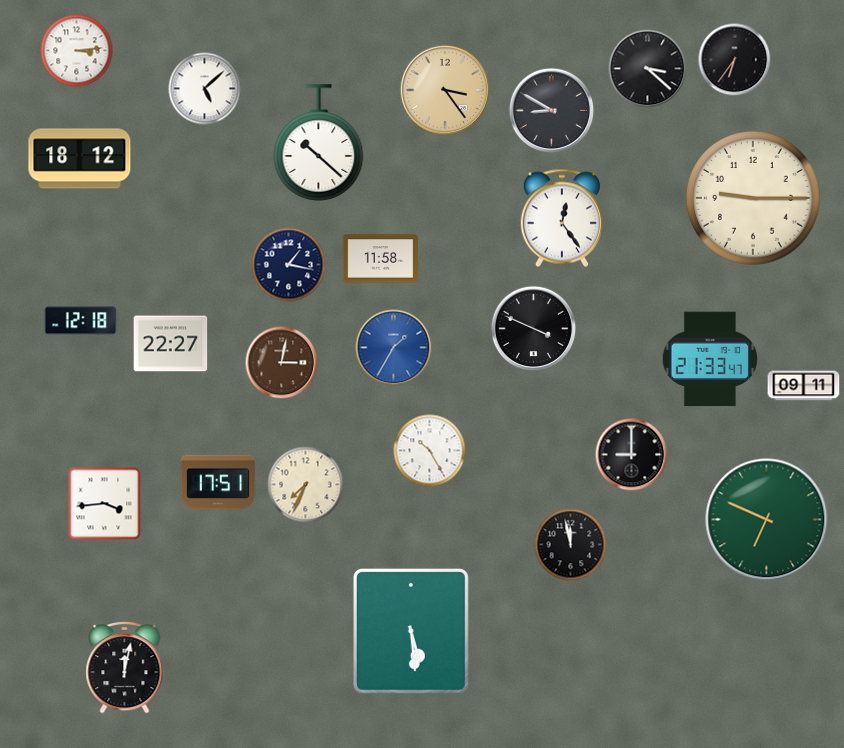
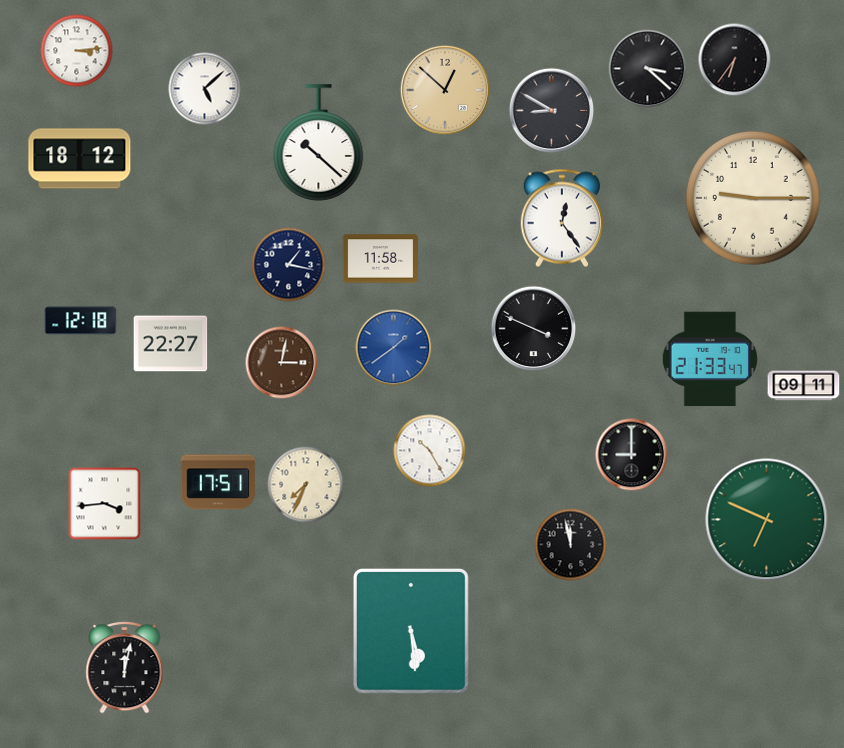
clock at (445, 90): 3:24 -> 12:52
clock at (394, 348): 1:35 -> 1:39
